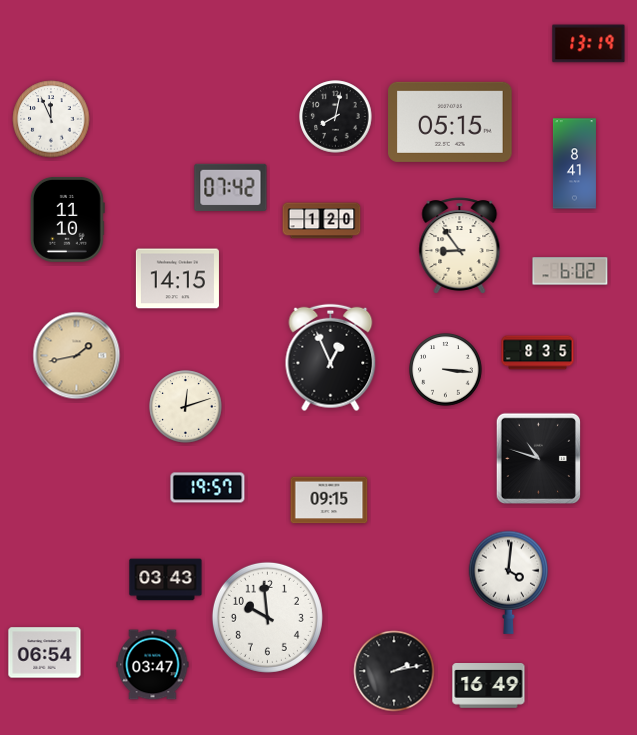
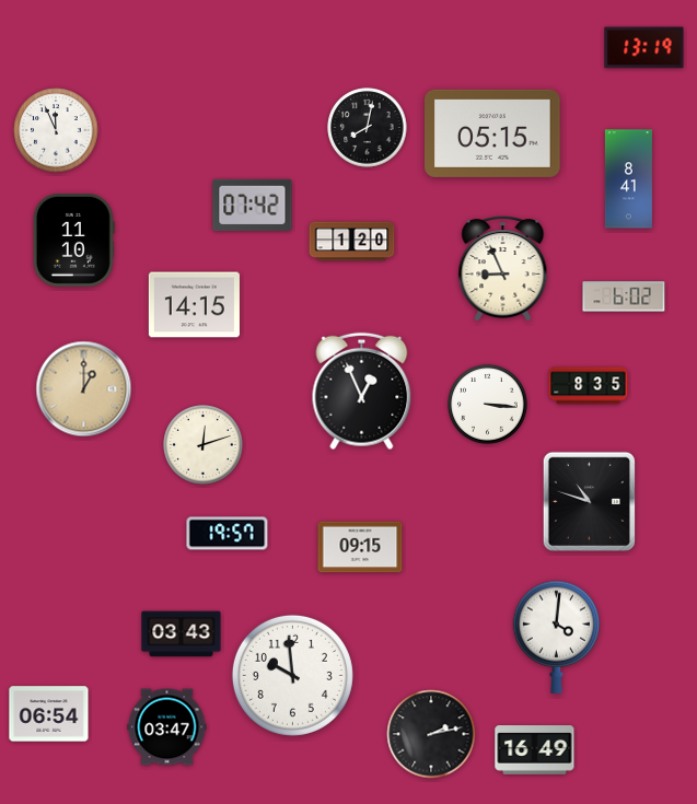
clock at (460, 246): 8:54 -> 8:56
clock at (77, 356): 1:43 -> 1:00
